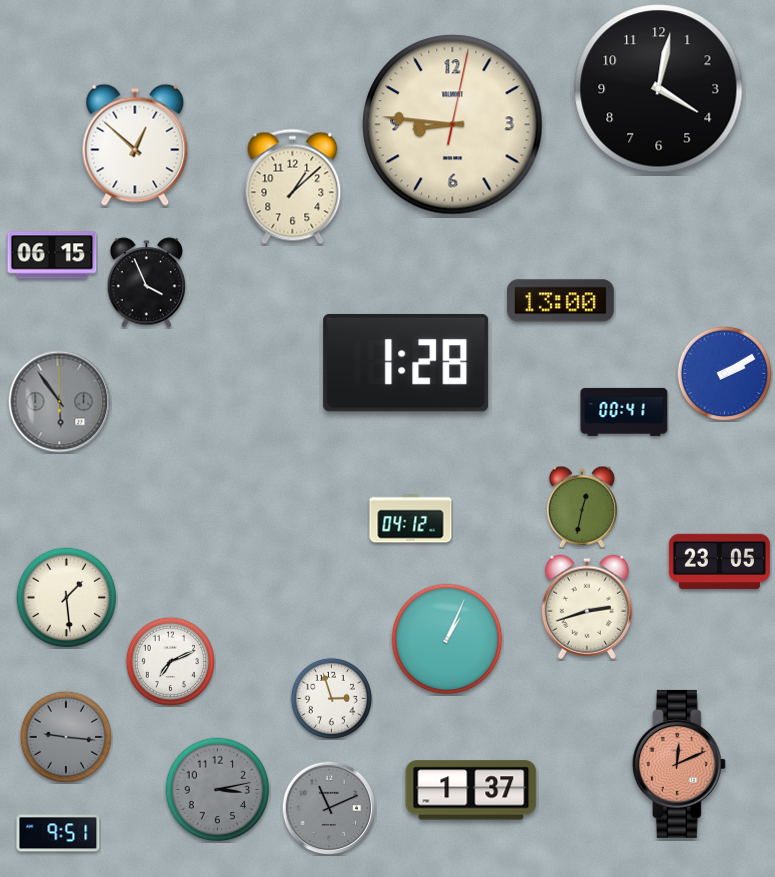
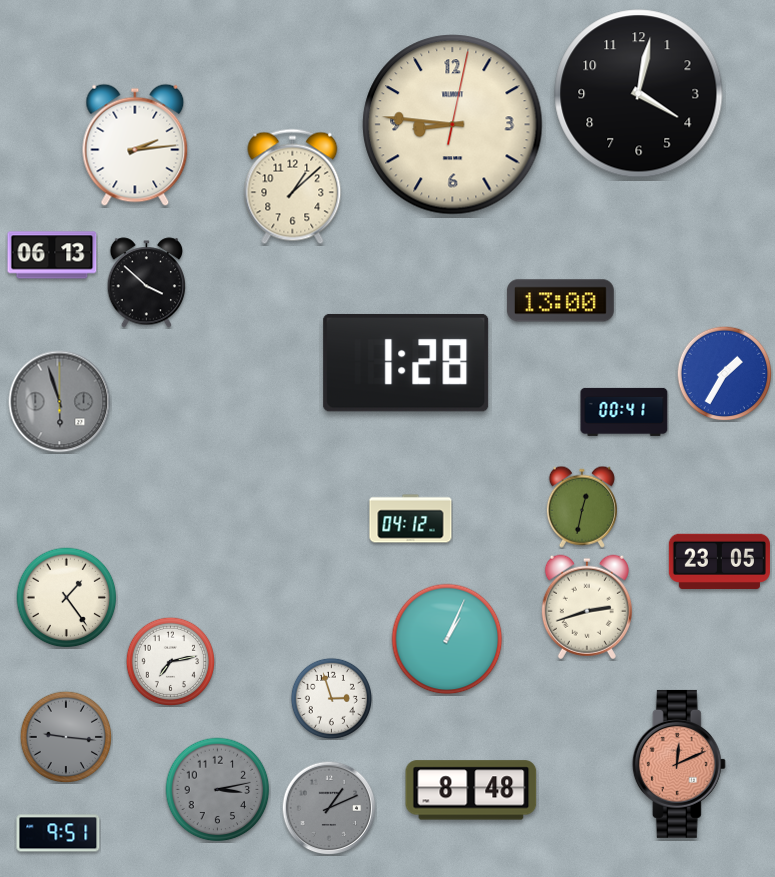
clock at (659, 89) position: (659, 89) -> (639, 94)
clock at (135, 145): 12:52 -> 2:14
clock at (52, 255): 06:15 -> 06:13
clock at (147, 283): 3:56 -> 3:52
clock at (724, 373): 2:10 -> 1:35
clock at (60, 402): 5:54 -> 5:57
clock at (67, 598): 1:29 -> 1:24
clock at (170, 661): 7:11 -> 7:13
clock at (471, 790): 1:37 -> 8:48
clock at (329, 808): 11:11 -> 1:11
